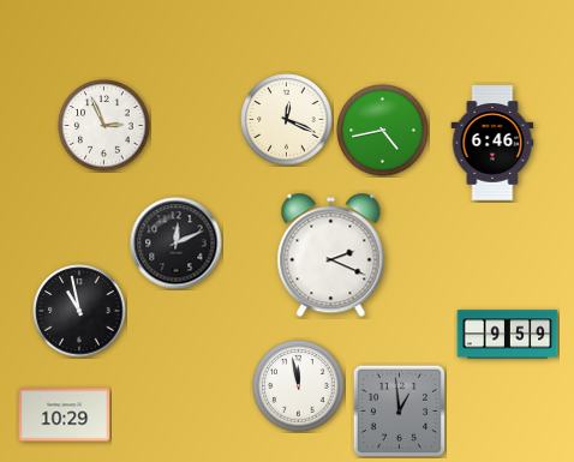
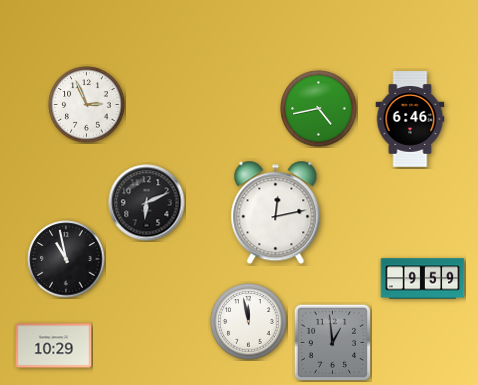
clock at (287, 120): 12:19 -> none
clock at (177, 244): 12:11 -> 6:11
clock at (331, 256): 2:19 -> 12:13
